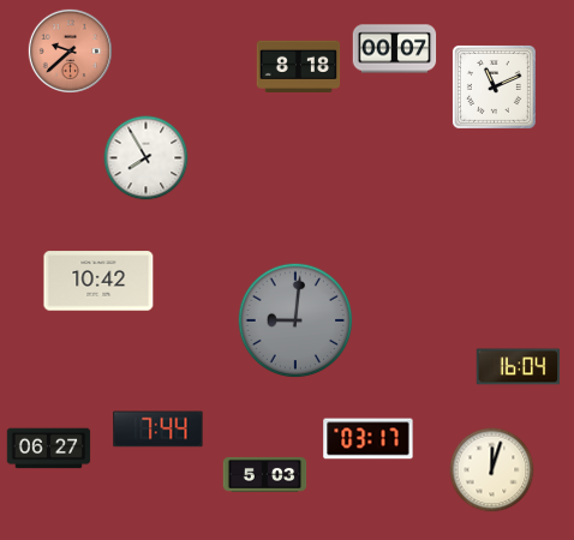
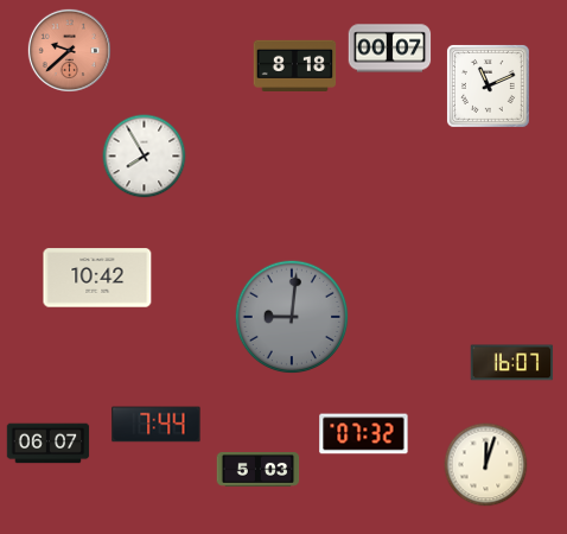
clock at (519, 367): 16:04 -> 16:07
clock at (369, 439): 03:17 -> 07:32
clock at (49, 449): 06:27 -> 06:07
clock at (265, 474) position: (265, 474) -> (259, 469)
